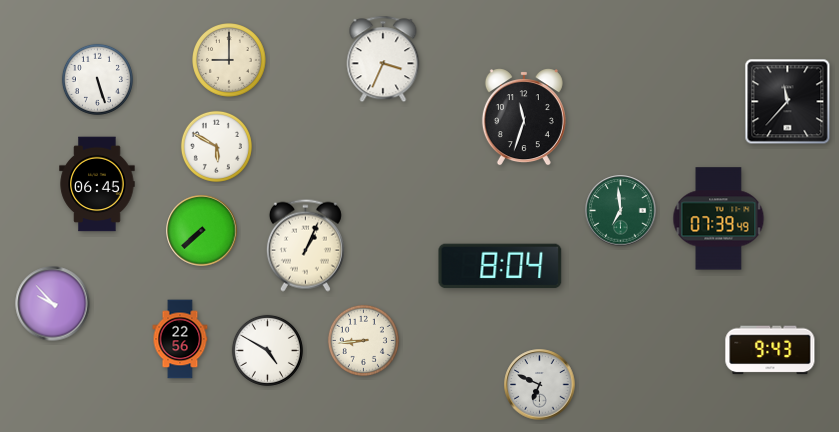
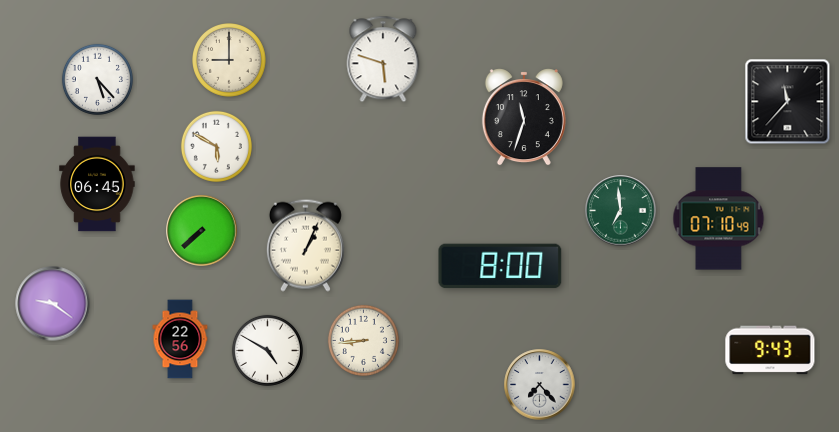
clock at (383, 59): 3:34 -> 5:48
clock at (97, 79): 5:27 -> 5:23
clock at (719, 219): 07:39 -> 07:10
clock at (500, 266): 8:04 -> 8:00
clock at (53, 304): 9:53 -> 9:21
clock at (540, 385): 6:49 -> 7:23
